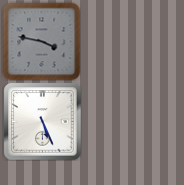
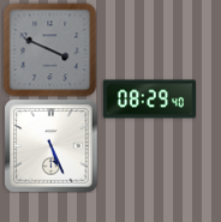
clock at (41, 41): 3:47 -> 3:49
clock at (149, 100): none -> 08:29
